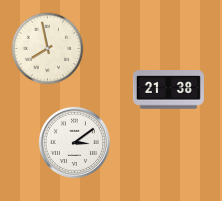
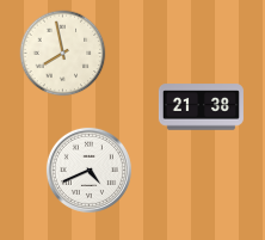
clock at (48, 49) position: (48, 49) -> (63, 54)
clock at (74, 142): 3:09 -> 4:41
